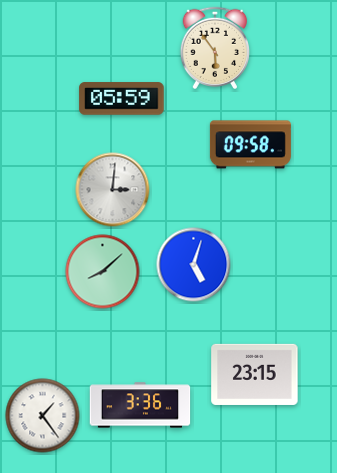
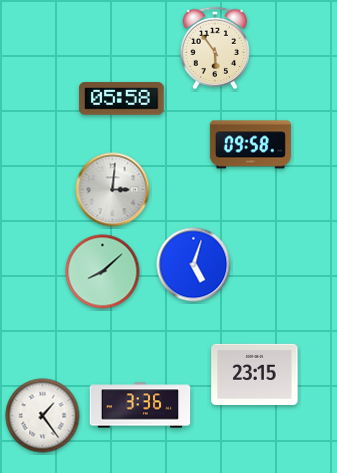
clock at (122, 99): 05:59 -> 05:58
